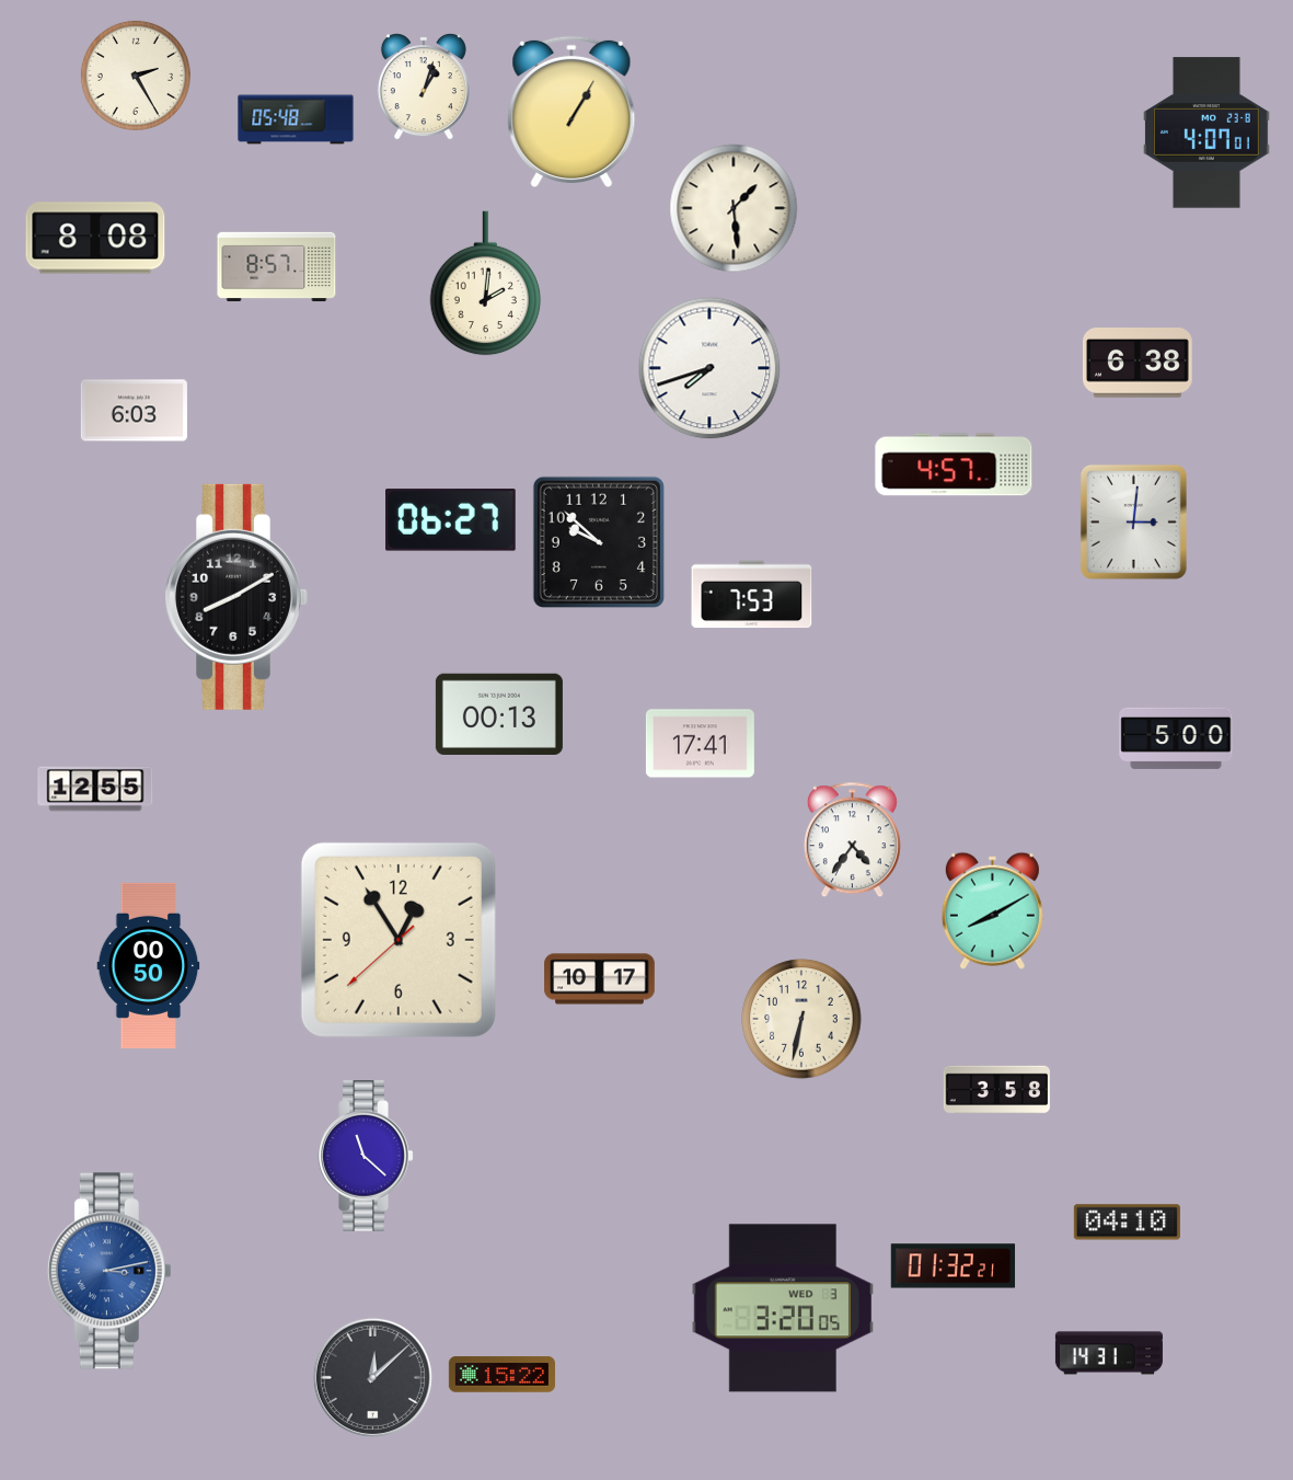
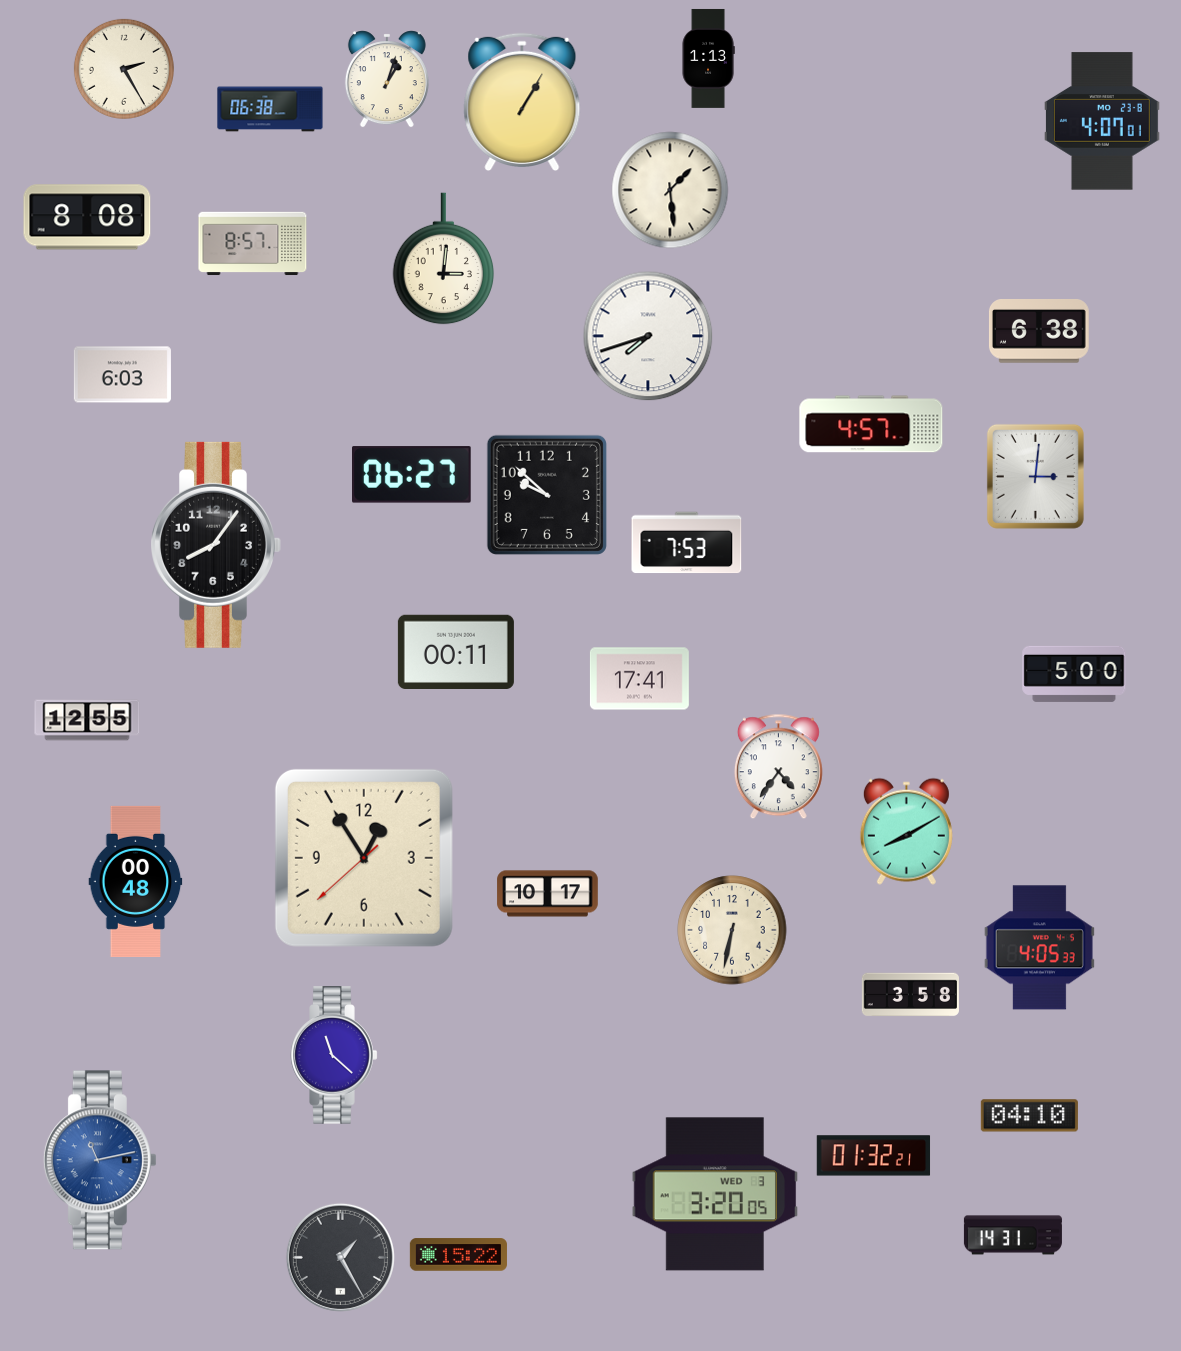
clock at (708, 58): none -> 1:13
clock at (296, 119): 05:48 -> 06:38
clock at (486, 284): 2:01 -> 3:01
clock at (238, 597): 8:10 -> 8:06
clock at (499, 713): 00:13 -> 00:11
clock at (149, 965): 00:50 -> 00:48
clock at (1039, 948): none -> 4:05
clock at (954, 1266) position: (954, 1266) -> (874, 1156)
clock at (109, 1271): 3:13 -> 11:13
clock at (372, 1377): 12:08 -> 1:25
